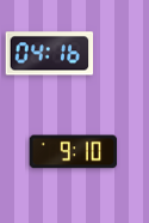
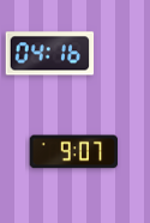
clock at (74, 152): 9:10 -> 9:07
